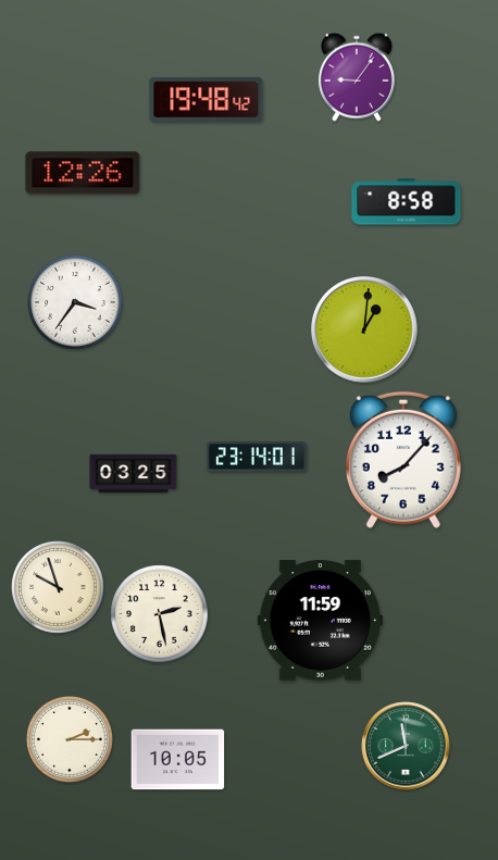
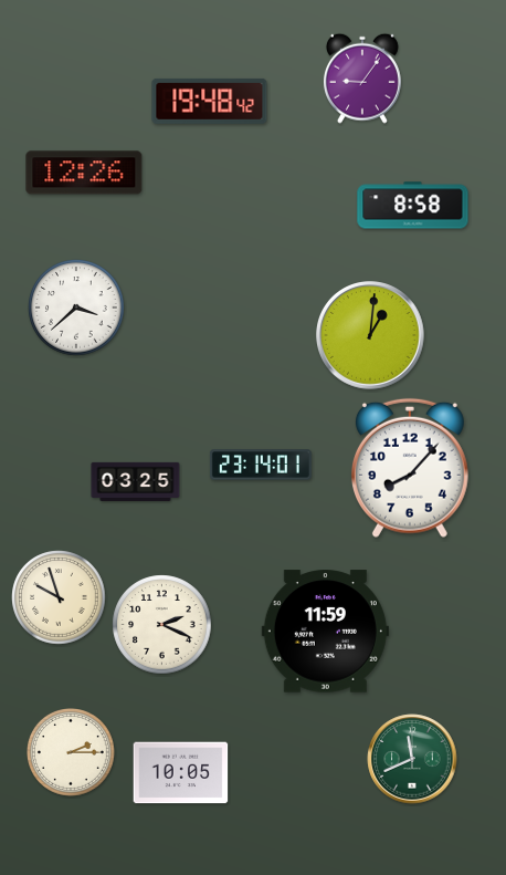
clock at (83, 173) position: (83, 173) -> (84, 173)
clock at (75, 302): 3:36 -> 3:38
clock at (160, 614): 2:28 -> 2:19
